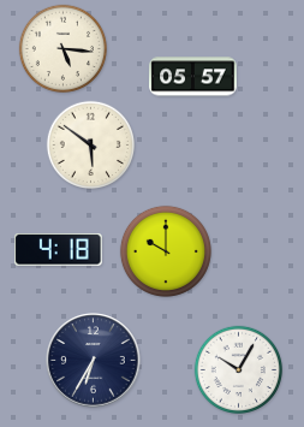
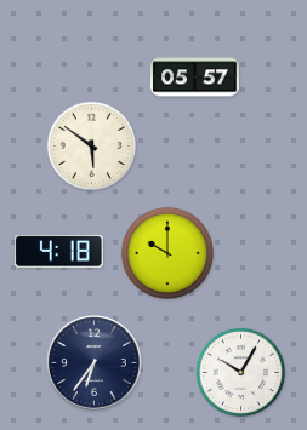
clock at (62, 48): 5:16 -> none
clock at (94, 361): 6:35 -> 6:36
